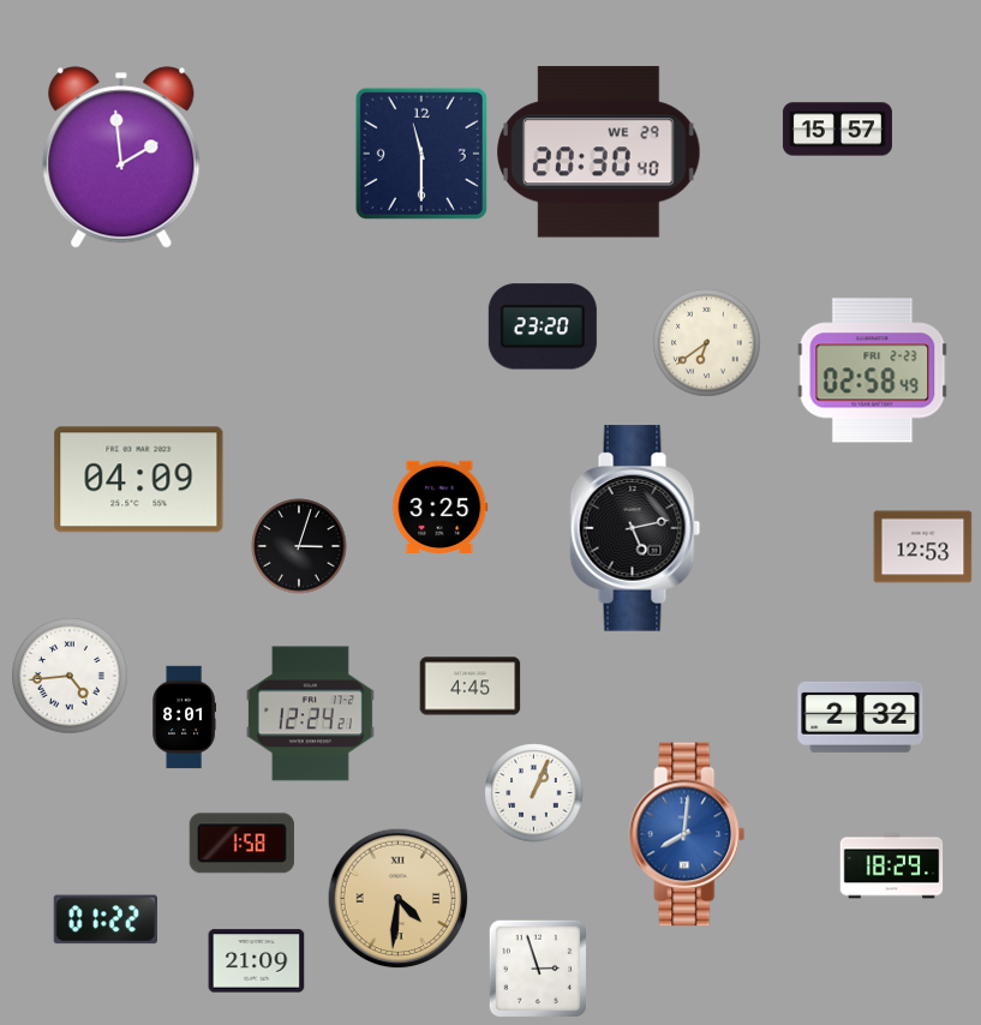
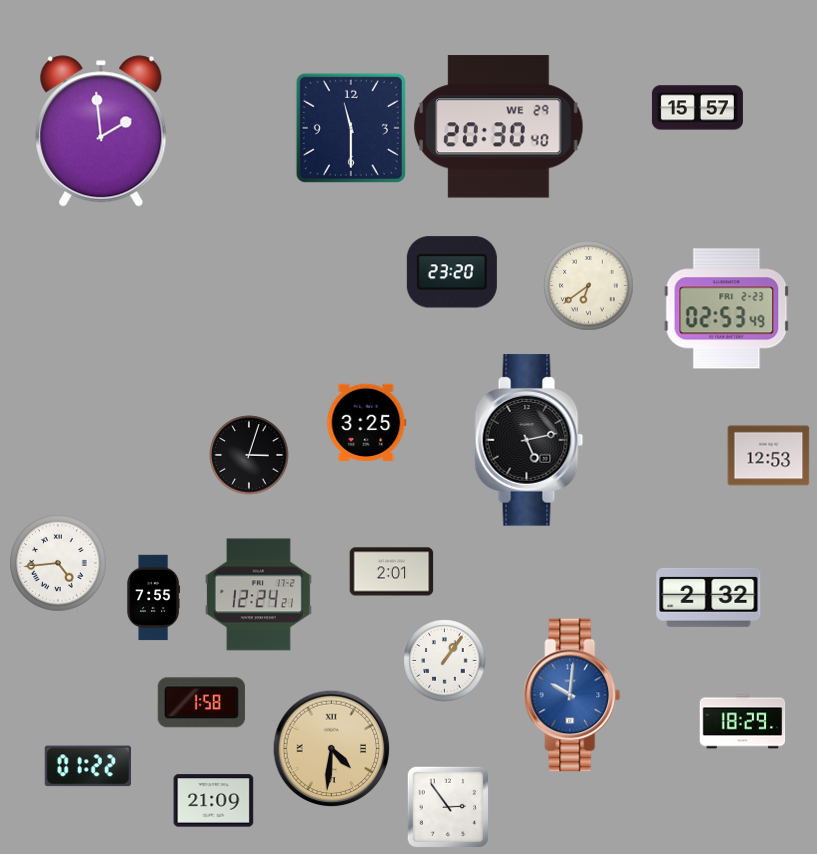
clock at (873, 371): 02:58 -> 02:53
clock at (139, 480): 04:09 -> none
clock at (471, 687): 4:45 -> 2:01
clock at (861, 717) position: (861, 717) -> (709, 597)
clock at (185, 718): 8:01 -> 7:55
clock at (534, 793): 1:04 -> 1:06
clock at (687, 834): 8:01 -> 10:01
clock at (538, 969): 2:57 -> 2:54
